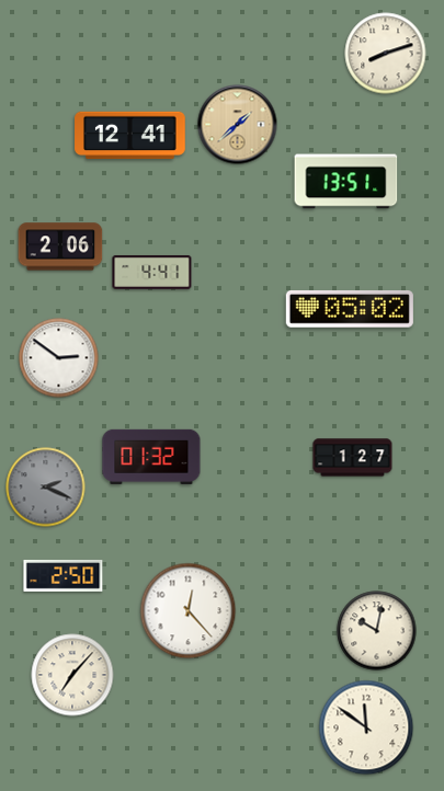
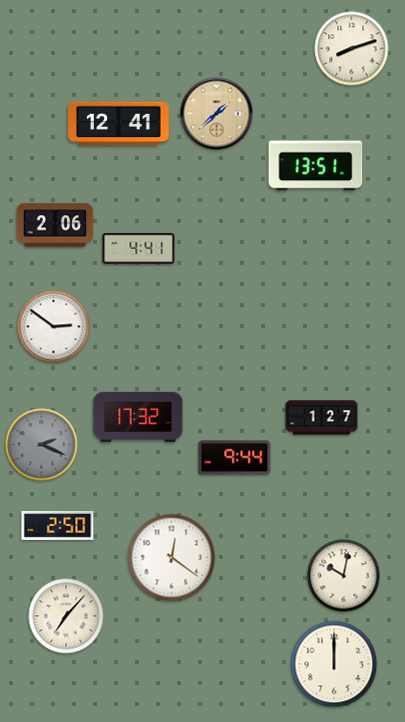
clock at (350, 309): 05:02 -> none
clock at (151, 457): 01:32 -> 17:32
clock at (235, 458): none -> 9:44
clock at (189, 611): 12:23 -> 12:21
clock at (366, 727): 11:51 -> 12:00
